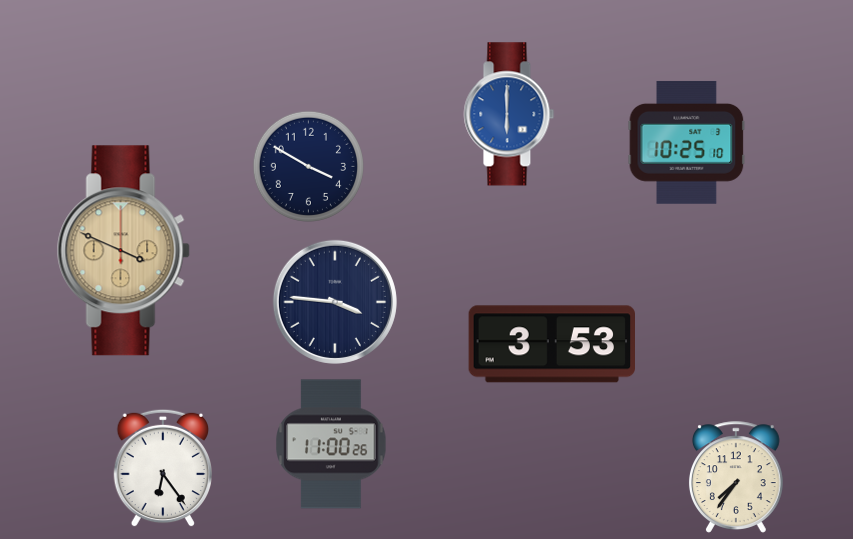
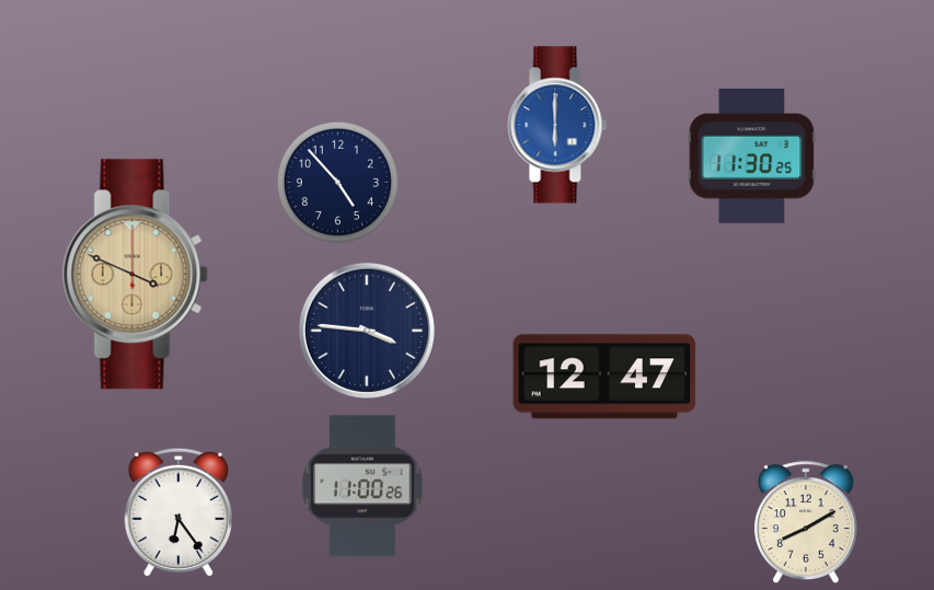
clock at (687, 142): 10:25 -> 11:30
clock at (308, 166): 3:50 -> 4:53
clock at (551, 344): 3:53 -> 12:47
clock at (736, 477): 7:36 -> 8:10
